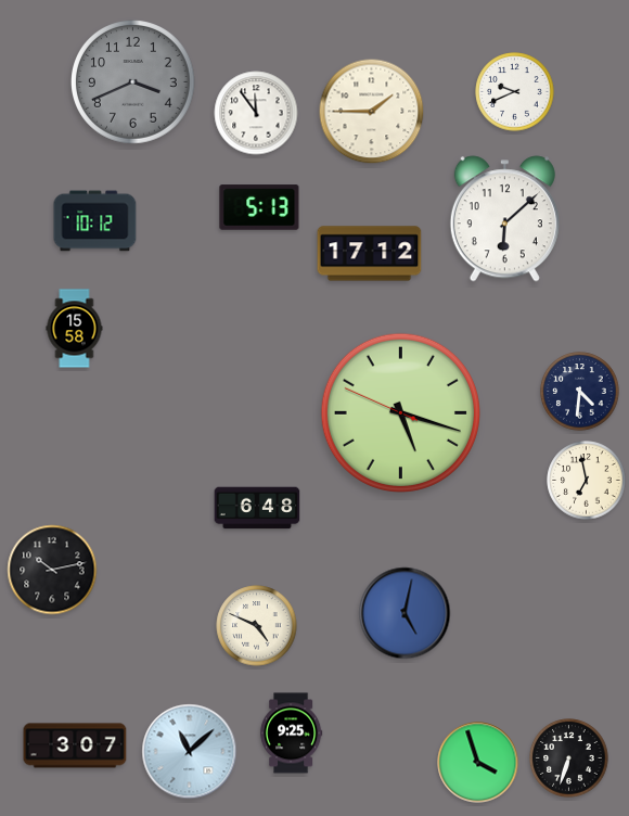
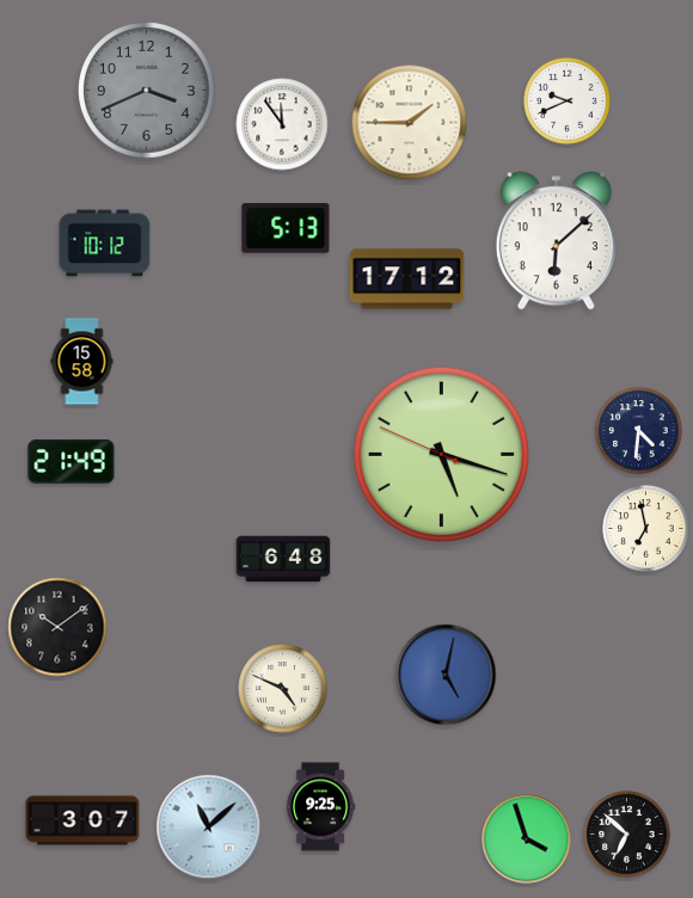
clock at (72, 462): none -> 21:49
clock at (52, 570): 10:13 -> 10:09
clock at (569, 758): 6:33 -> 6:52
